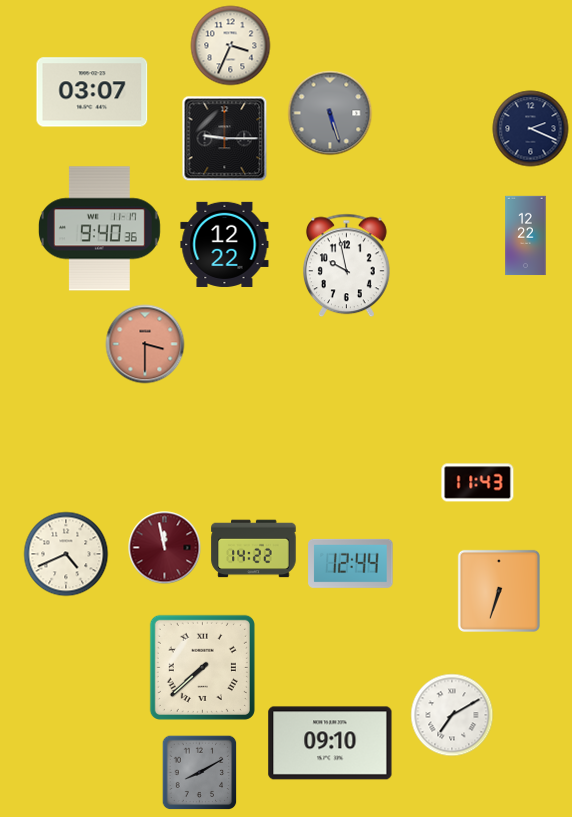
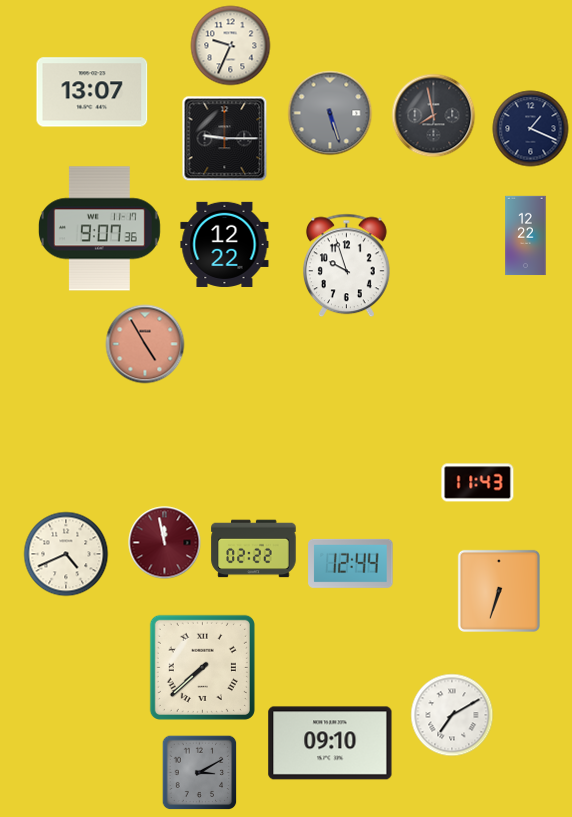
clock at (231, 46): 3:34 -> 9:34
clock at (92, 92): 03:07 -> 13:07
clock at (434, 116): none -> 7:58
clock at (531, 129): 2:19 -> 1:19
clock at (99, 229): 9:40 -> 9:07
clock at (347, 266): 9:58 -> 9:57
clock at (145, 344): 3:30 -> 4:55
clock at (165, 548) position: (165, 548) -> (165, 543)
clock at (254, 549): 14:22 -> 02:22
clock at (200, 773): 8:10 -> 3:10
